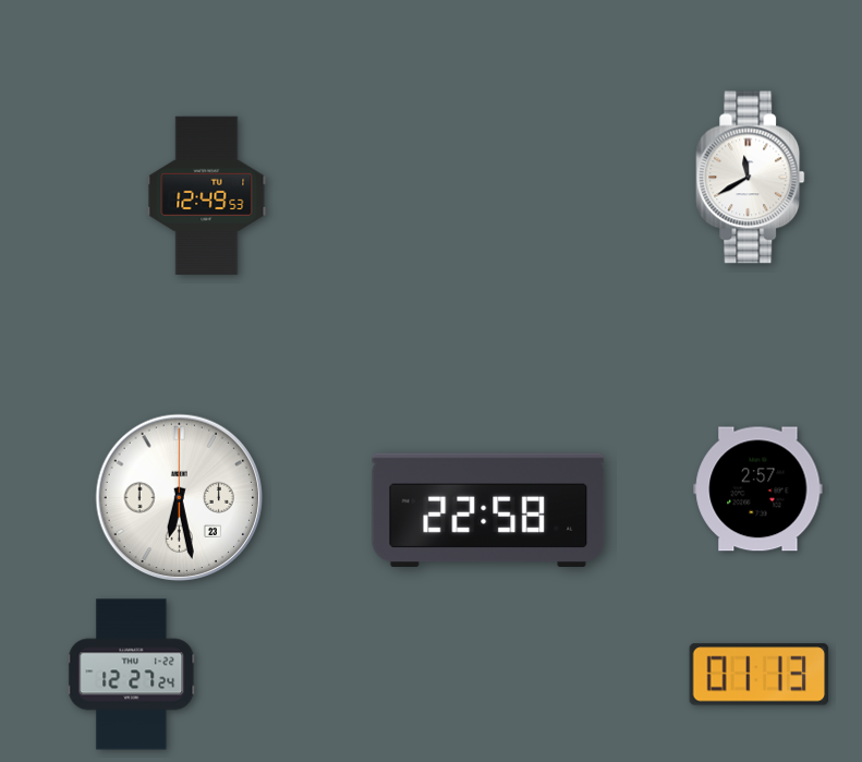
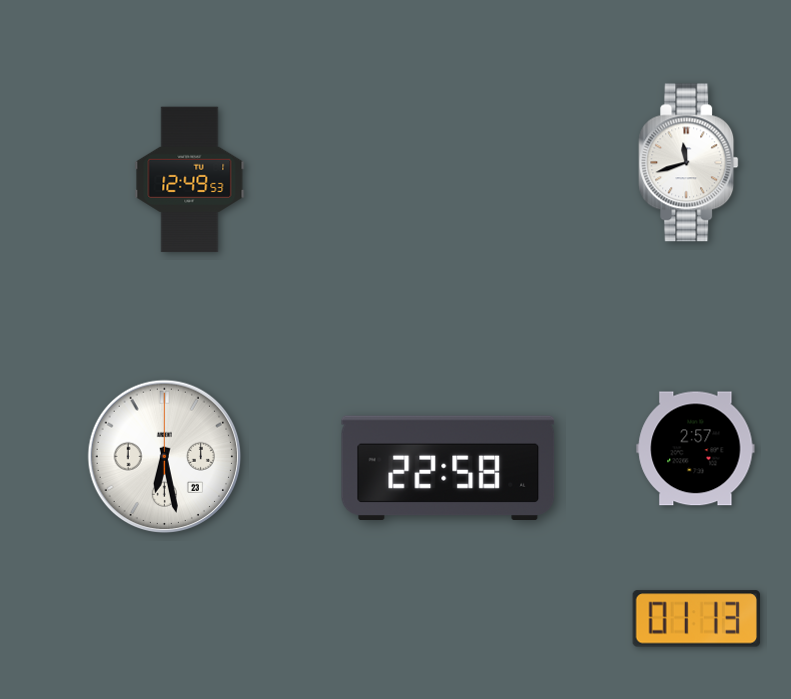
clock at (751, 178): 11:40 -> 11:42
clock at (132, 675): 12:27 -> none
